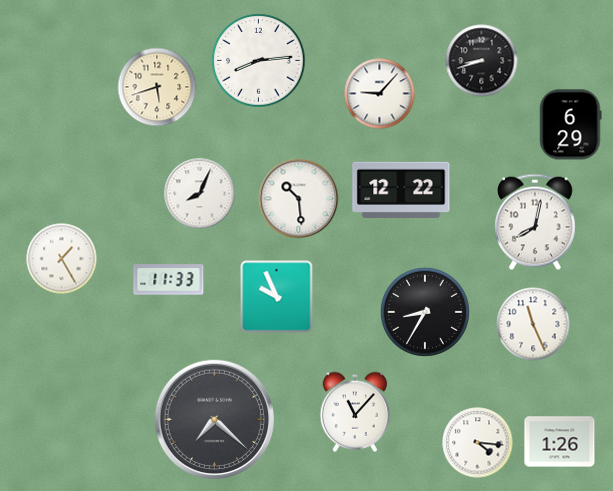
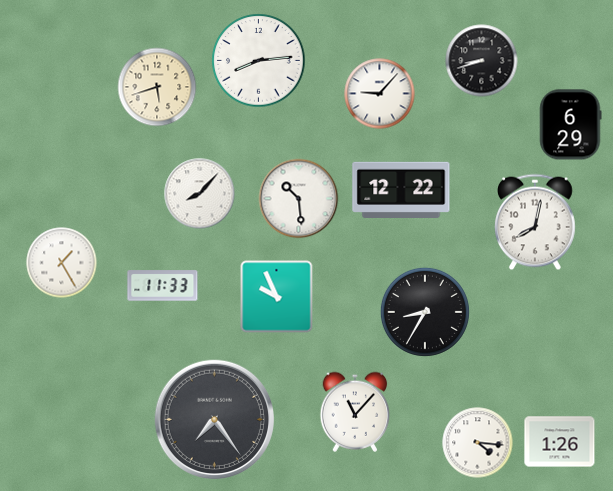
clock at (200, 194): 8:04 -> 8:07
clock at (62, 259) position: (62, 259) -> (62, 263)
clock at (169, 280) position: (169, 280) -> (163, 286)
clock at (533, 324): 11:26 -> none
clock at (214, 419): 7:22 -> 7:24
